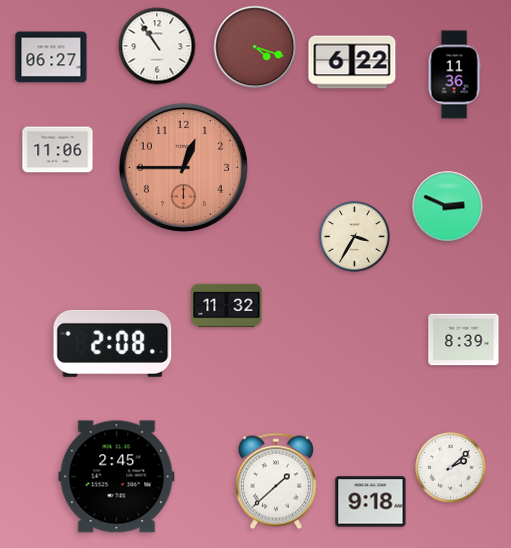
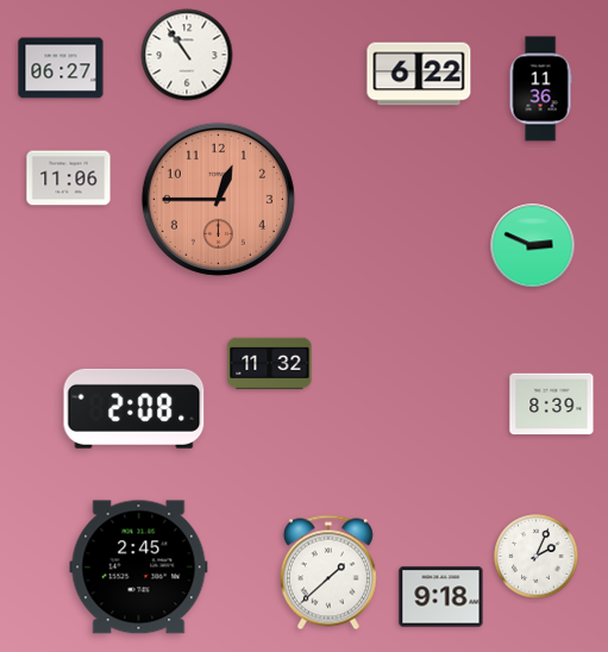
clock at (255, 47): 4:18 -> none
clock at (355, 237): 3:35 -> none
clock at (451, 468): 2:08 -> 2:04
